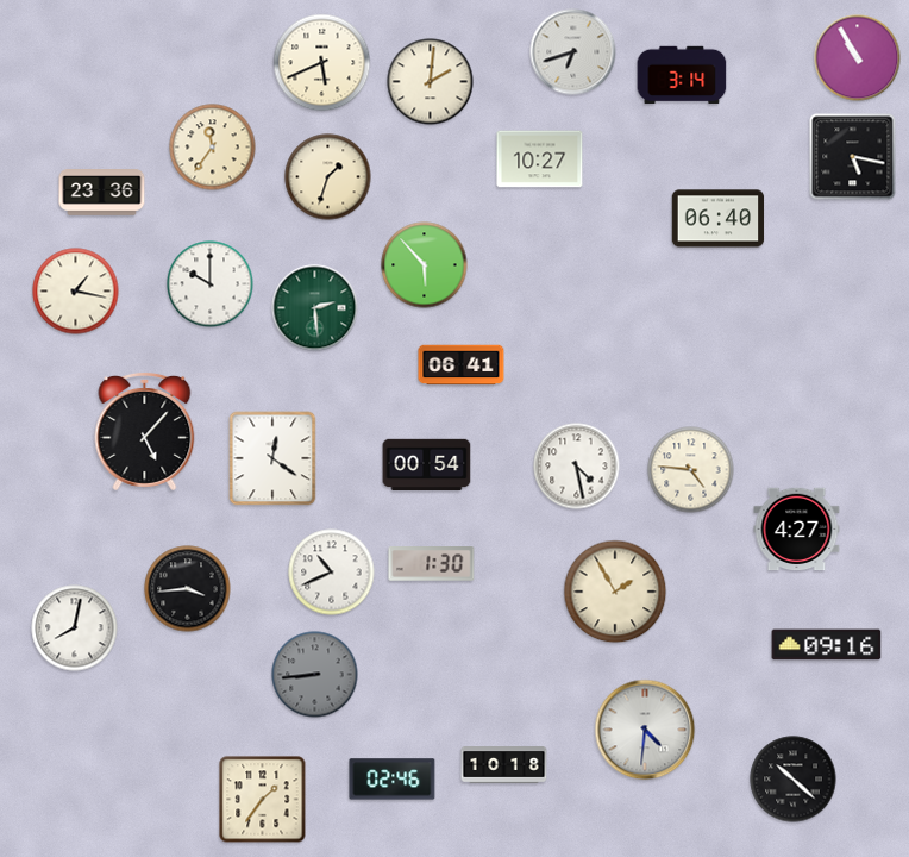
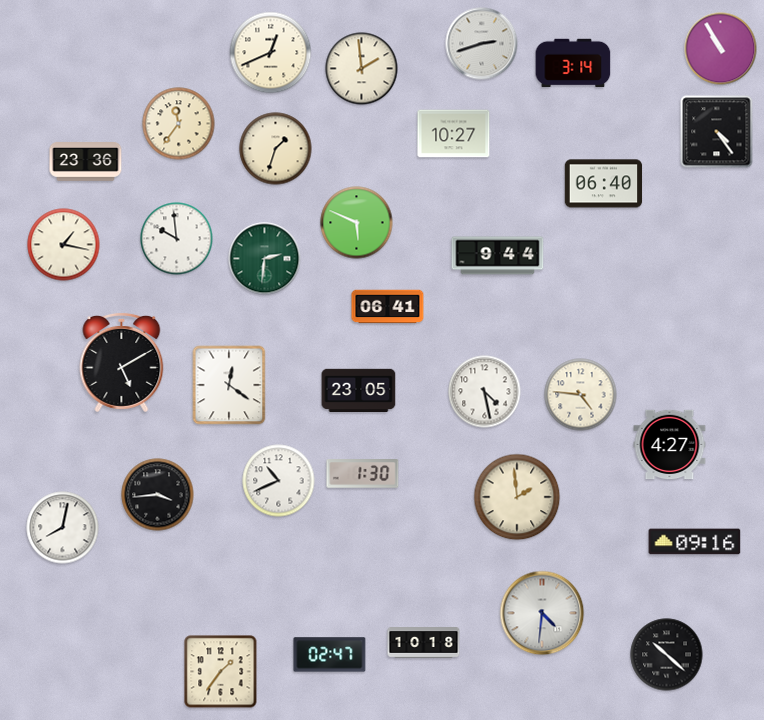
clock at (573, 52): 6:42 -> 2:42
clock at (322, 63): 5:41 -> 12:41
clock at (431, 82): 2:01 -> 1:59
clock at (853, 157): 5:17 -> 4:24
clock at (425, 265): 5:53 -> 5:49
clock at (211, 284): 10:00 -> 9:59
clock at (498, 256): none -> 9:44
clock at (315, 308): 2:29 -> 2:31
clock at (145, 431): 5:07 -> 5:10
clock at (427, 464): 00:54 -> 23:05
clock at (615, 592): 1:55 -> 1:59
clock at (315, 675): 8:44 -> none
clock at (393, 780): 02:46 -> 02:47
